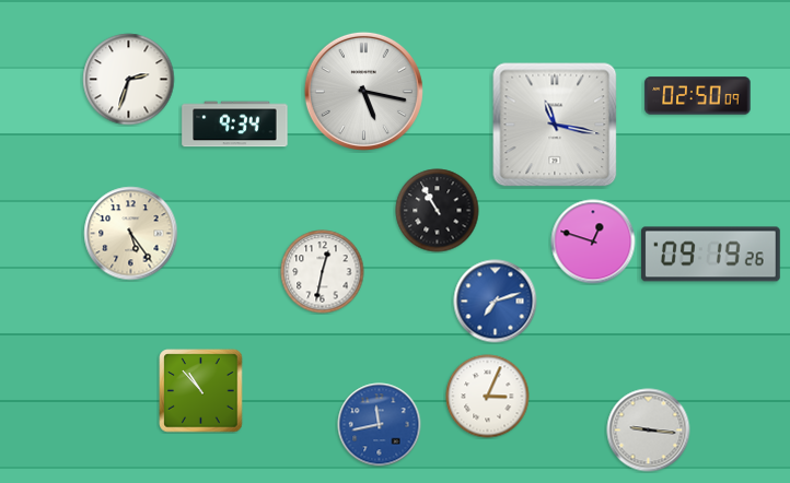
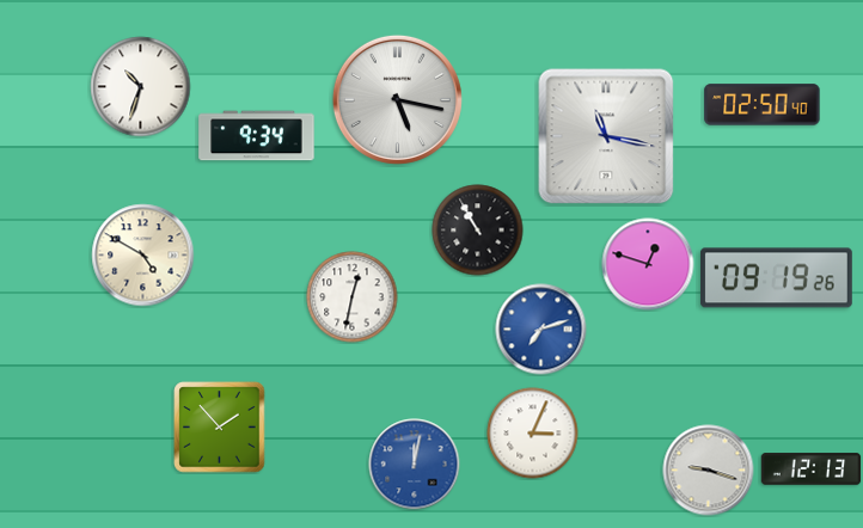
clock at (129, 80): 2:33 -> 10:33
clock at (698, 96): 02:50:09 -> 02:50:40
clock at (131, 234): 5:24 -> 4:50
clock at (201, 391): 10:53 -> 1:53
clock at (380, 425): 11:43 -> 12:02
clock at (812, 469): none -> 12:13
clock at (649, 431): 9:16 -> 9:18
